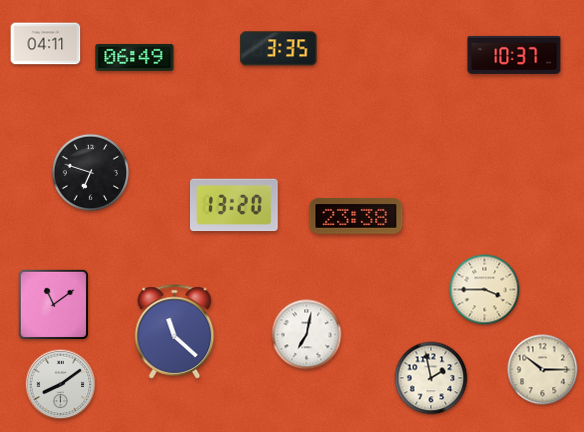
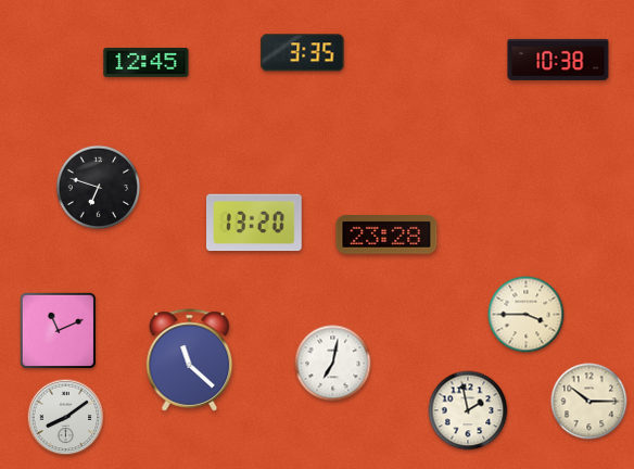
clock at (46, 44): 04:11 -> none
clock at (514, 55): 10:37 -> 10:38
clock at (135, 57): 06:49 -> 12:45
clock at (356, 217): 23:38 -> 23:28
clock at (53, 304): 11:09 -> 11:11
